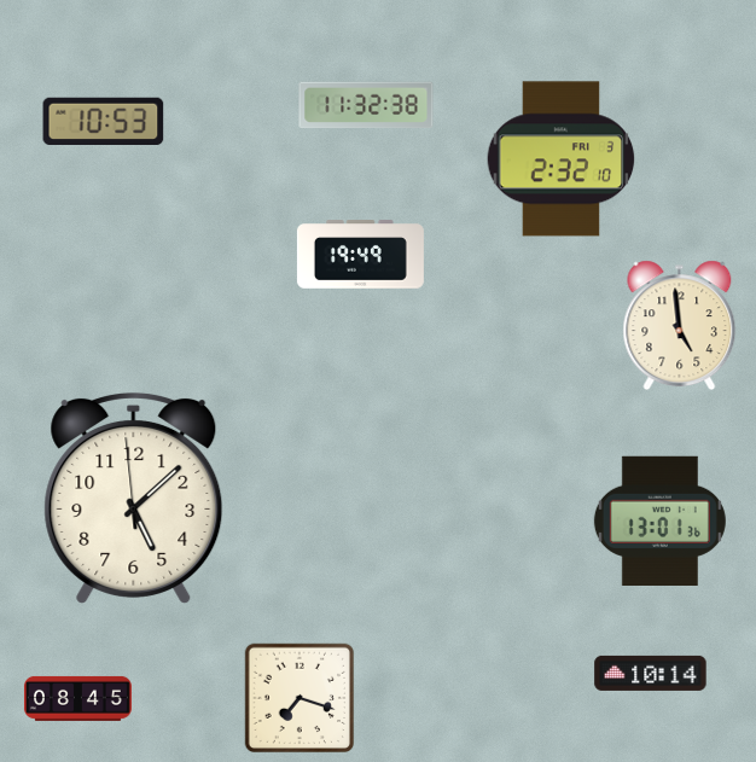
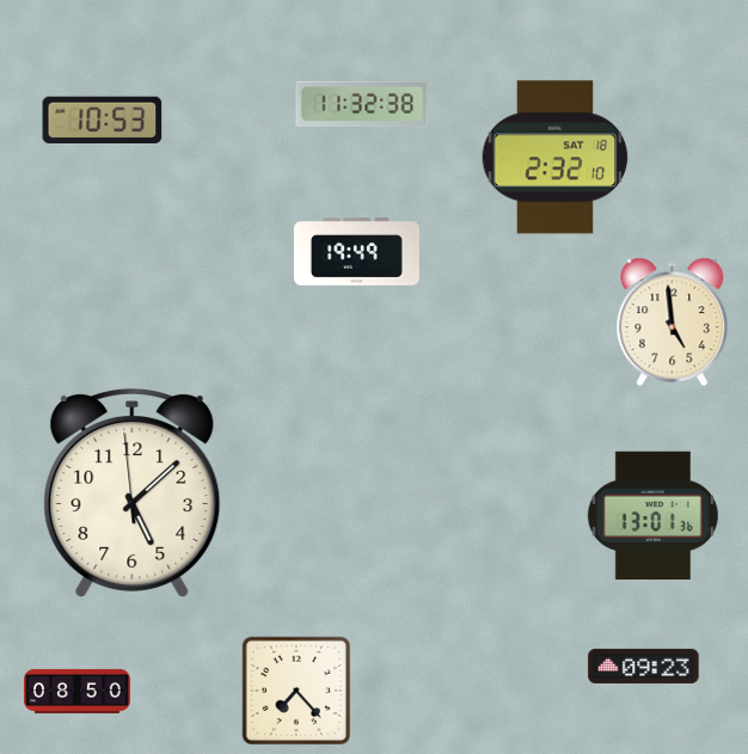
clock at (562, 159) date: FRI 3 -> SAT 18
clock at (651, 673): 10:14 -> 09:23
clock at (77, 698): 08:45 -> 08:50
clock at (300, 698): 7:18 -> 7:23
